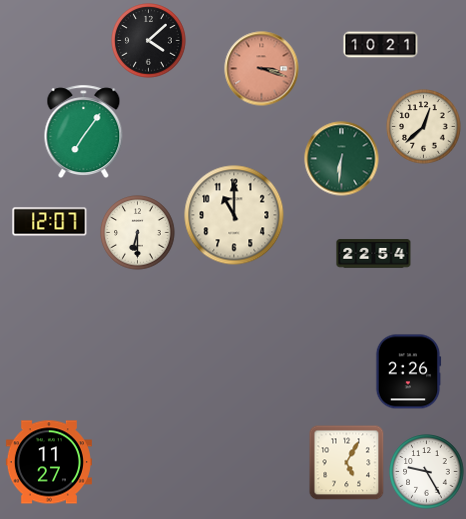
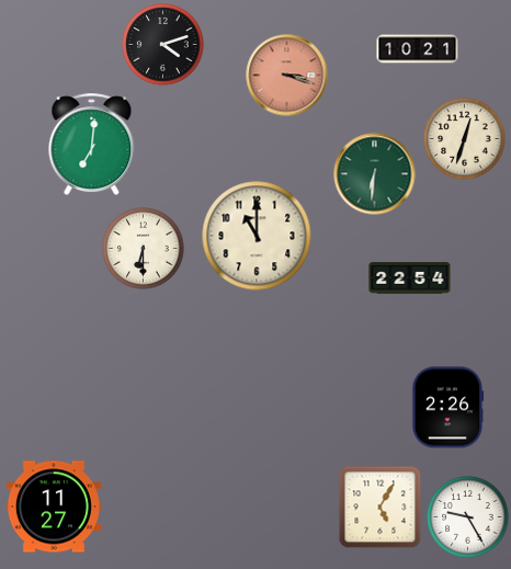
clock at (149, 41): 4:08 -> 4:12
clock at (424, 127): 12:38 -> 12:33
clock at (84, 132): 7:06 -> 7:01
clock at (50, 222): 12:07 -> none
clock at (138, 233) position: (138, 233) -> (144, 249)
